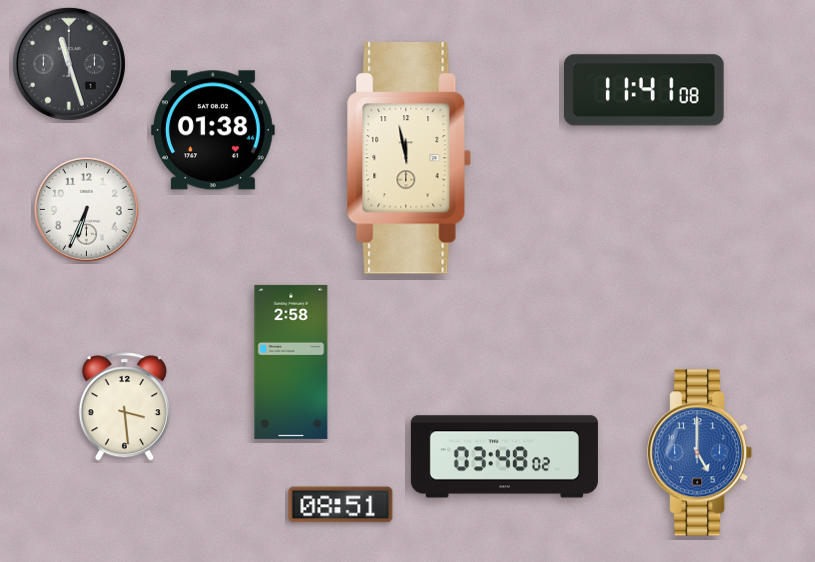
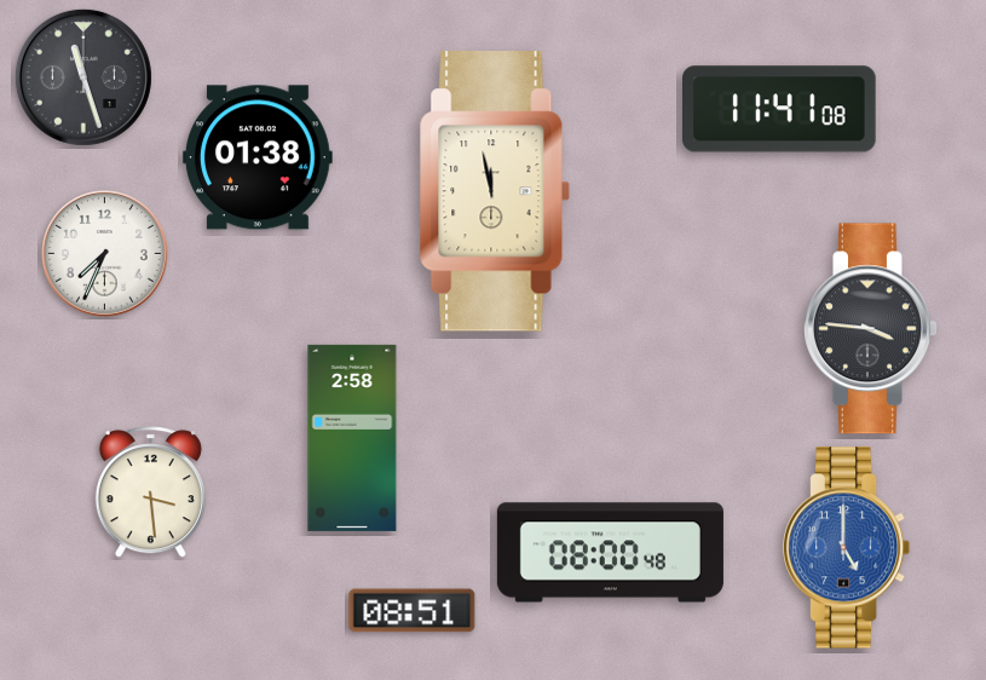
clock at (87, 210): 6:34 -> 7:34
clock at (871, 329): none -> 3:46
clock at (504, 457): 03:48 -> 08:00
